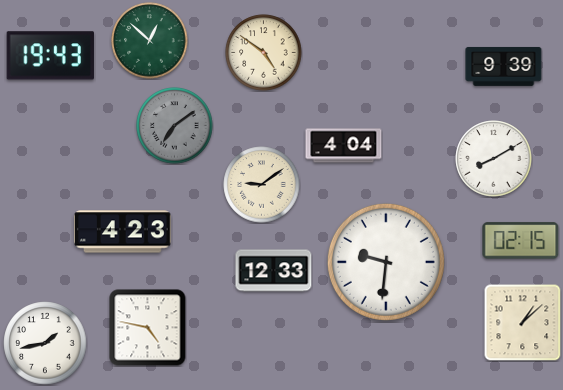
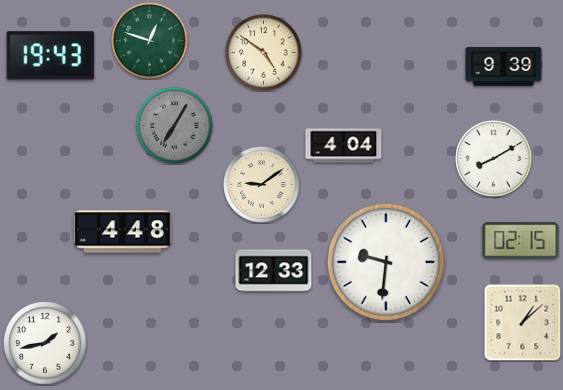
clock at (150, 41): 12:52 -> 12:48
clock at (175, 126): 7:09 -> 7:05
clock at (123, 232): 4:23 -> 4:48
clock at (148, 328): 4:47 -> none
